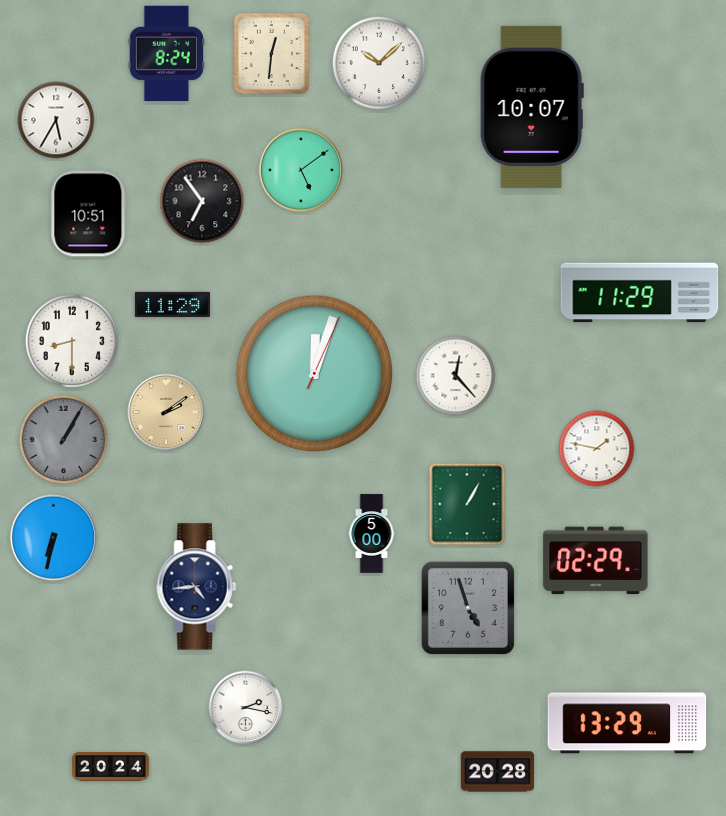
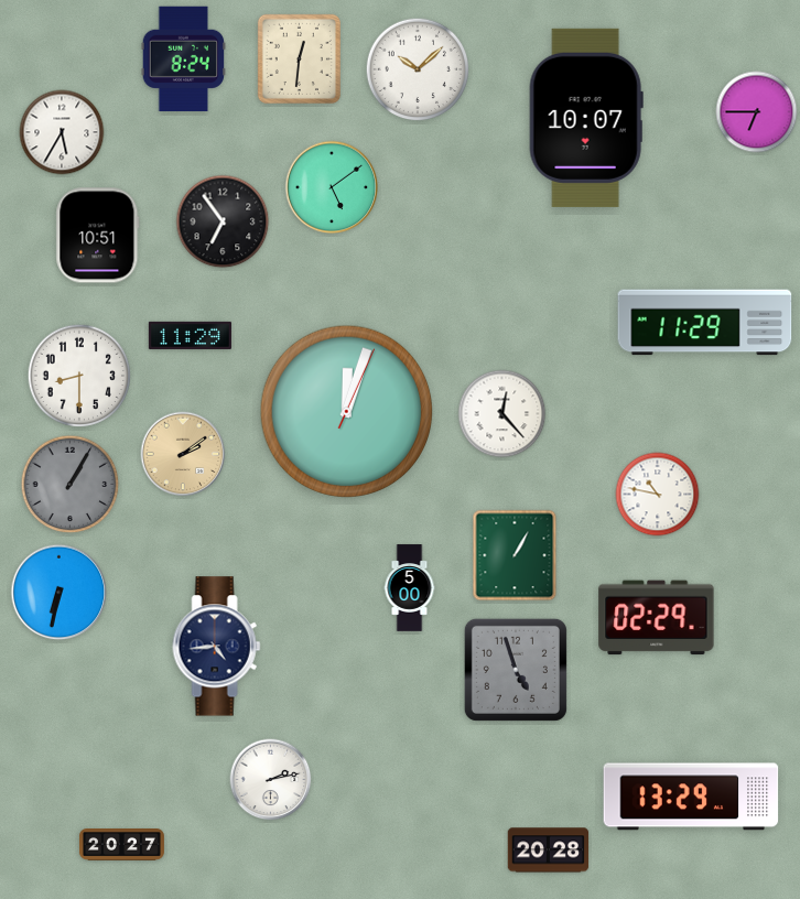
clock at (757, 112): none -> 6:45
clock at (597, 449): 1:47 -> 10:47
clock at (246, 708): 2:17 -> 2:13
clock at (110, 767): 20:24 -> 20:27
